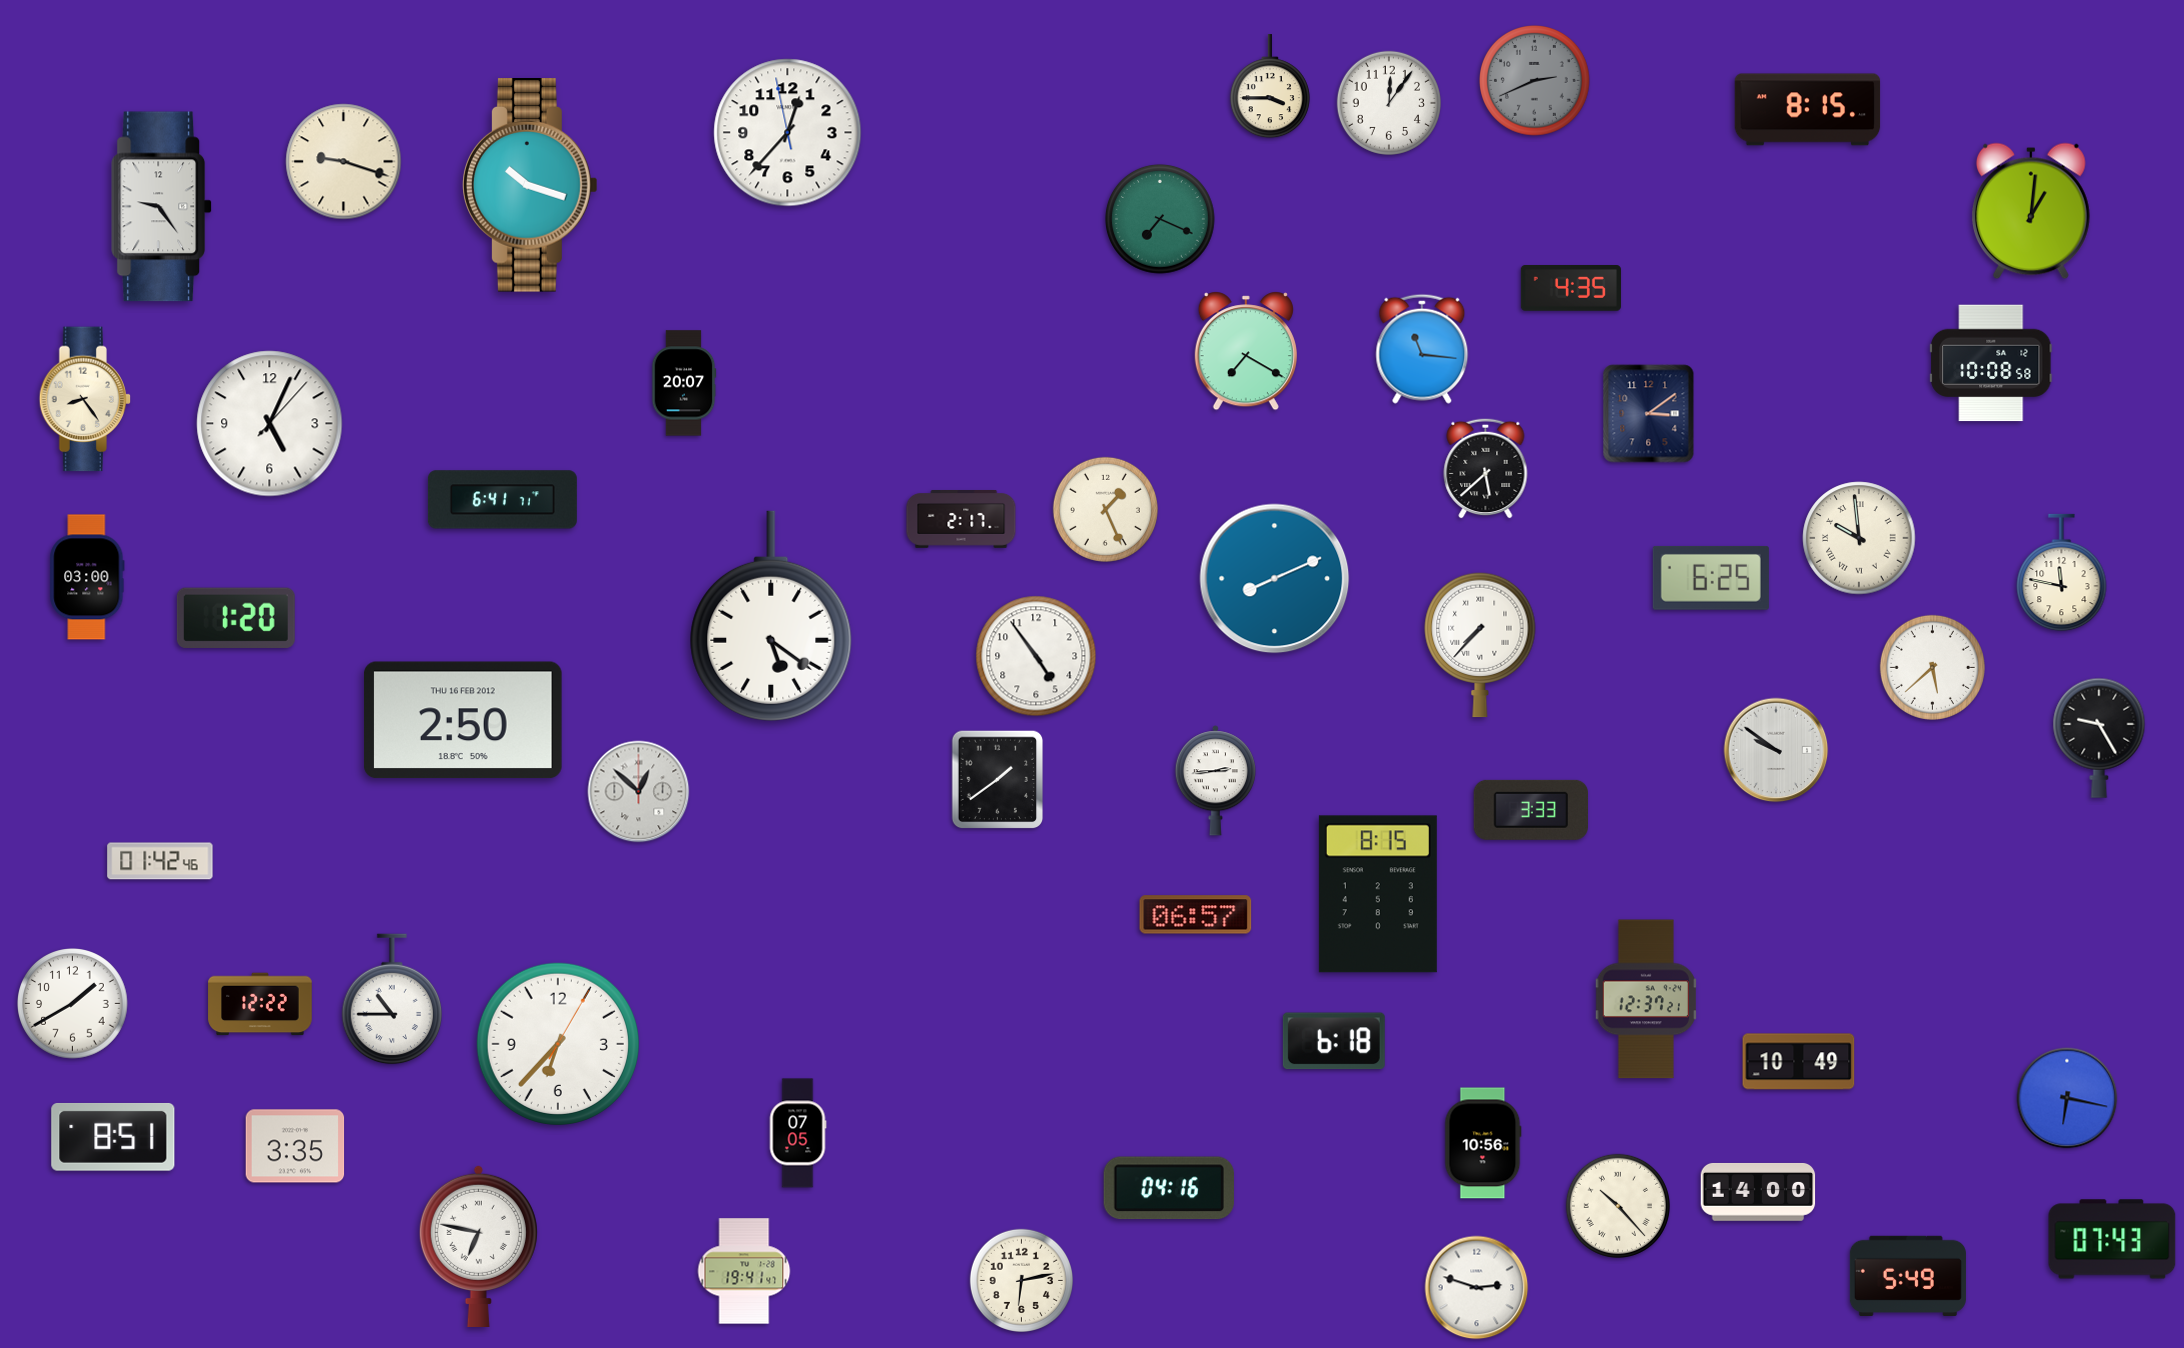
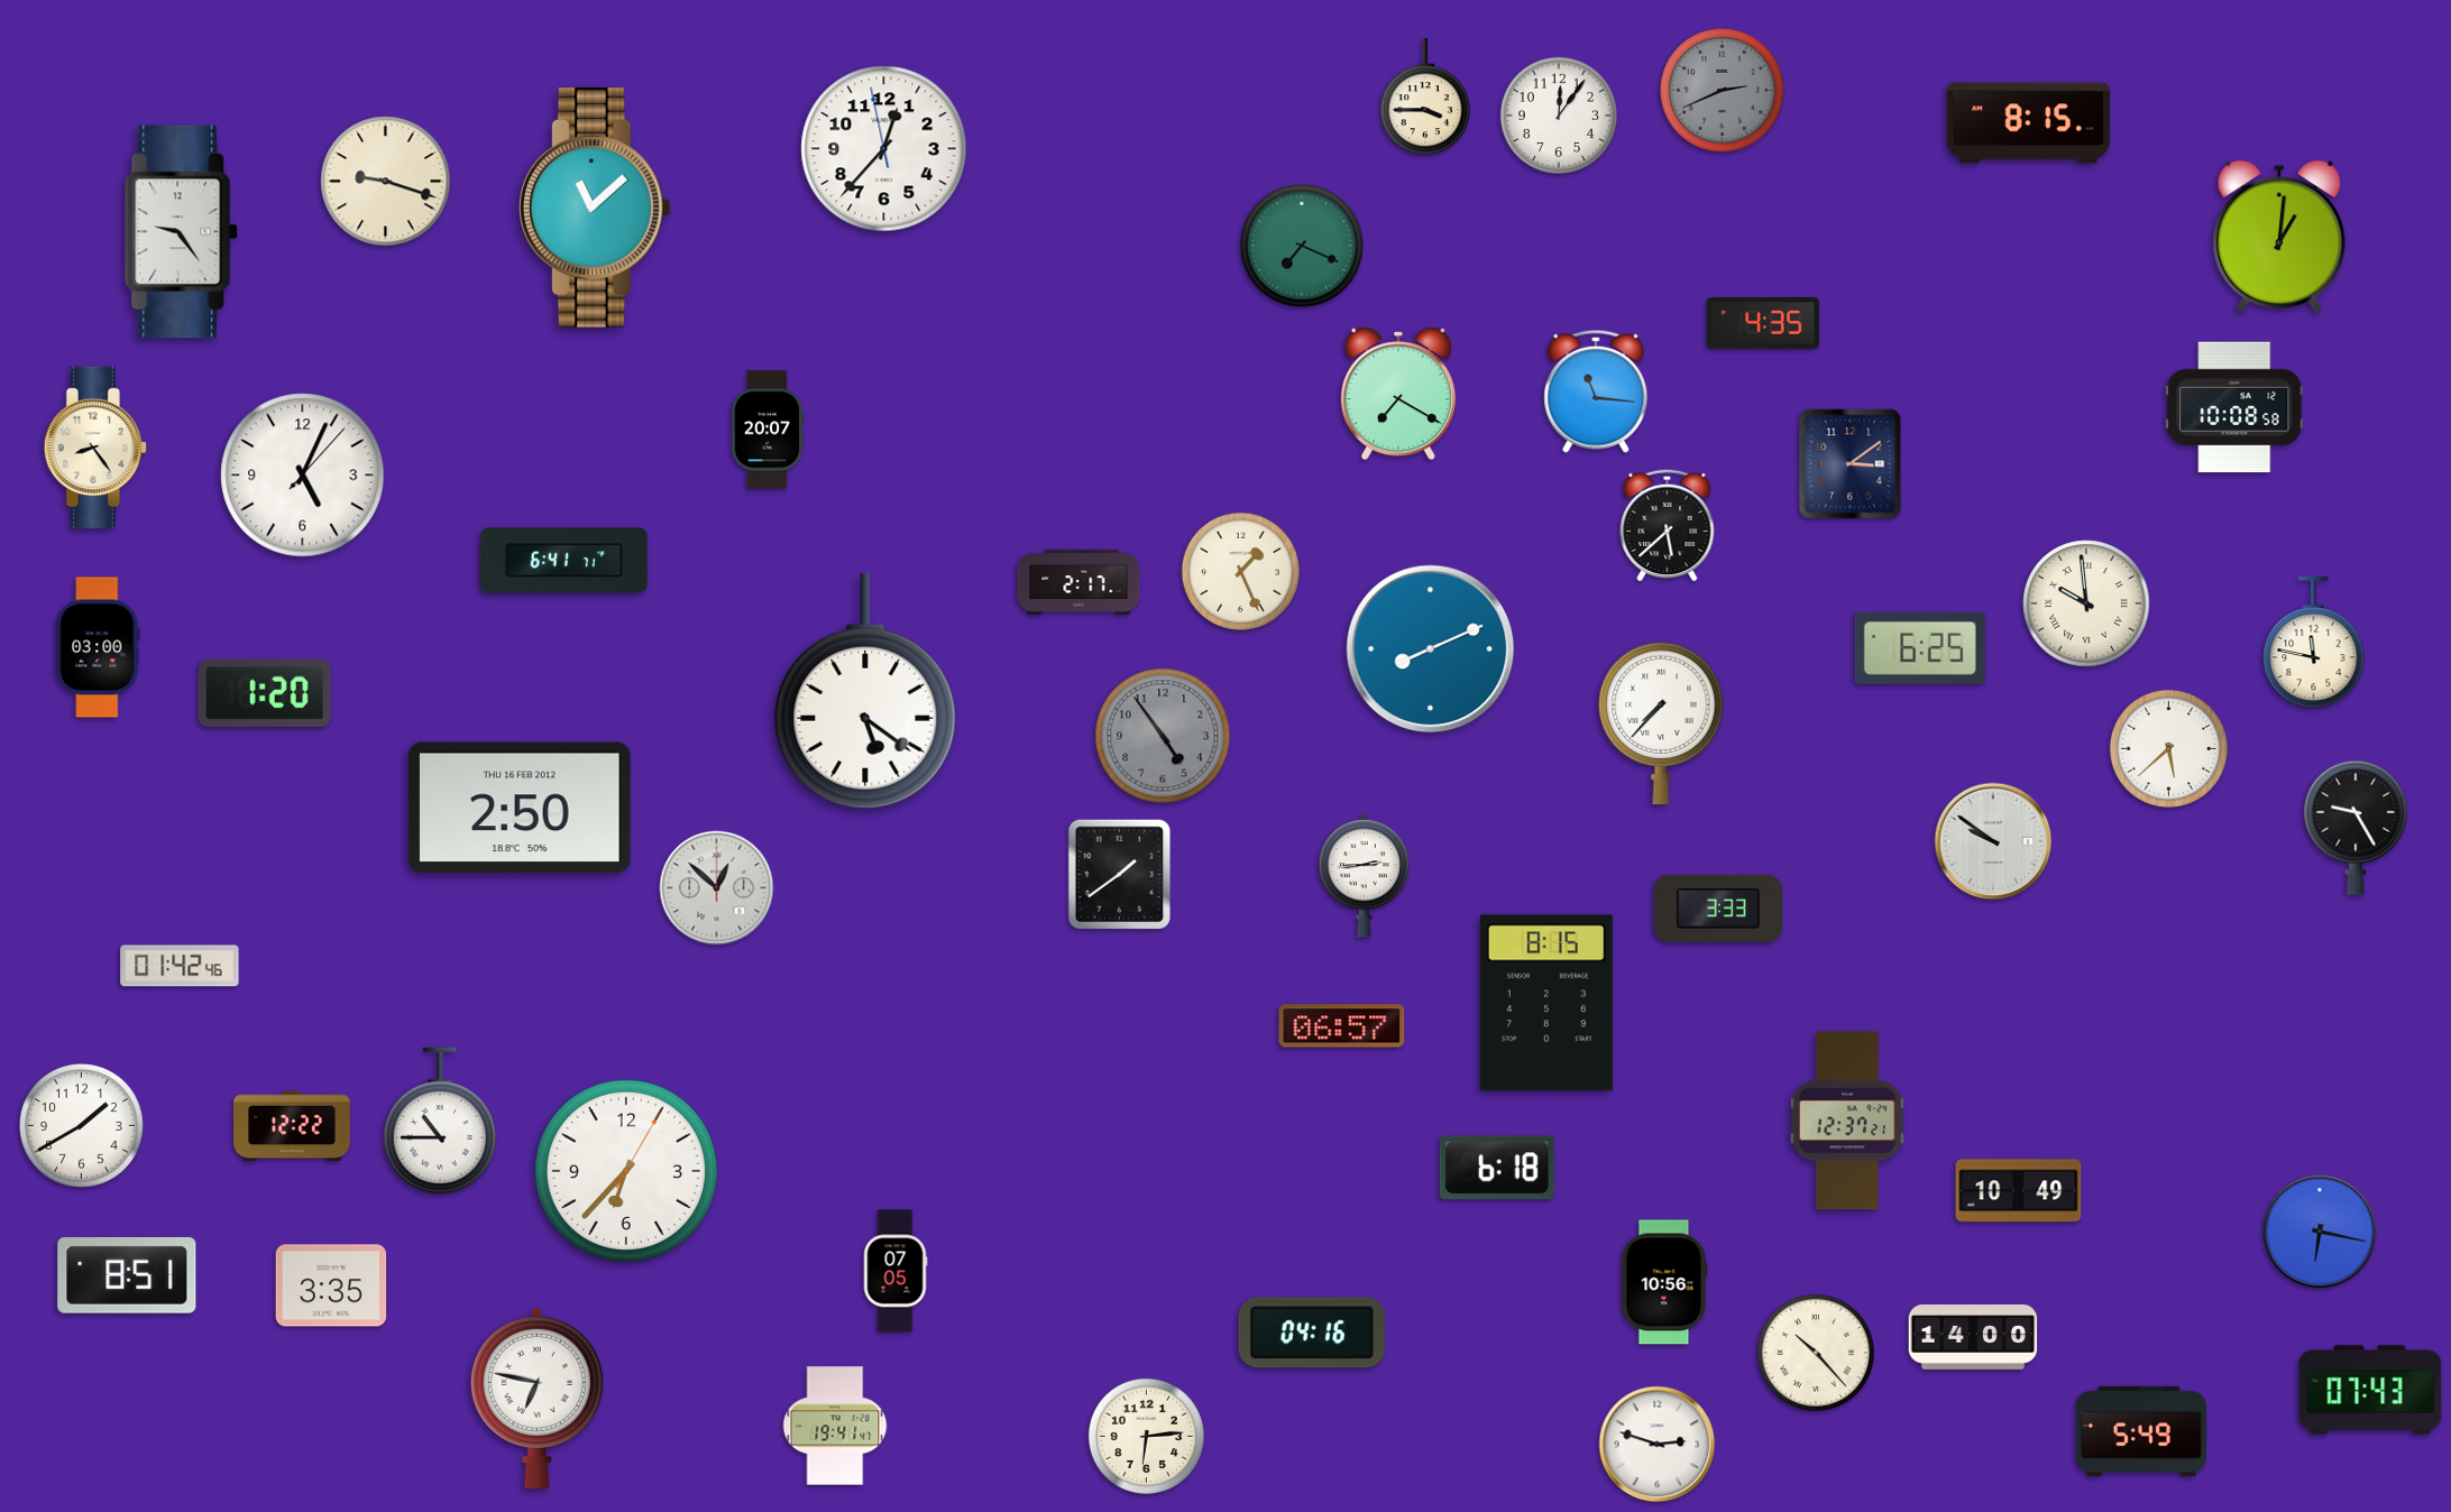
clock at (531, 186): 10:18 -> 11:08
clock at (1036, 656) dial: white -> grey
clock at (1021, 1280): 6:13 -> 6:14
